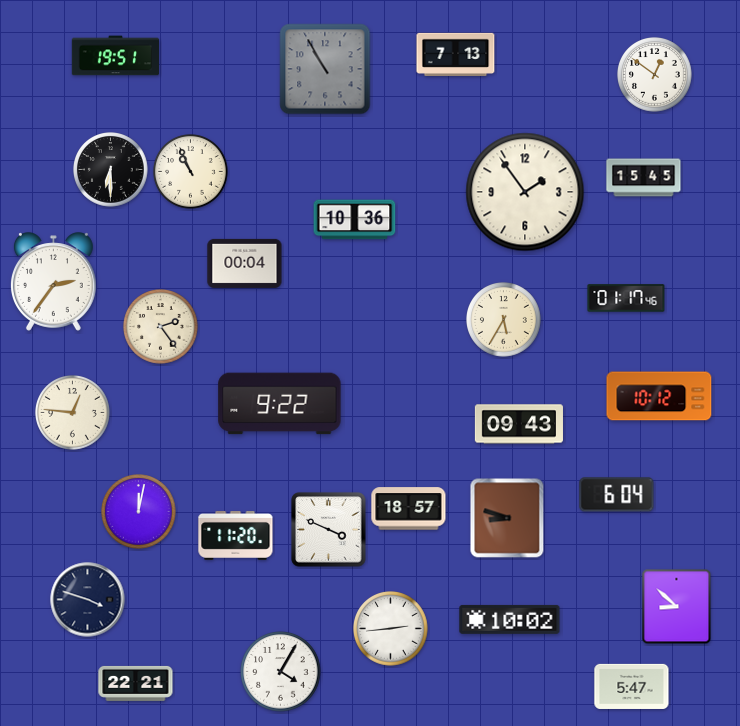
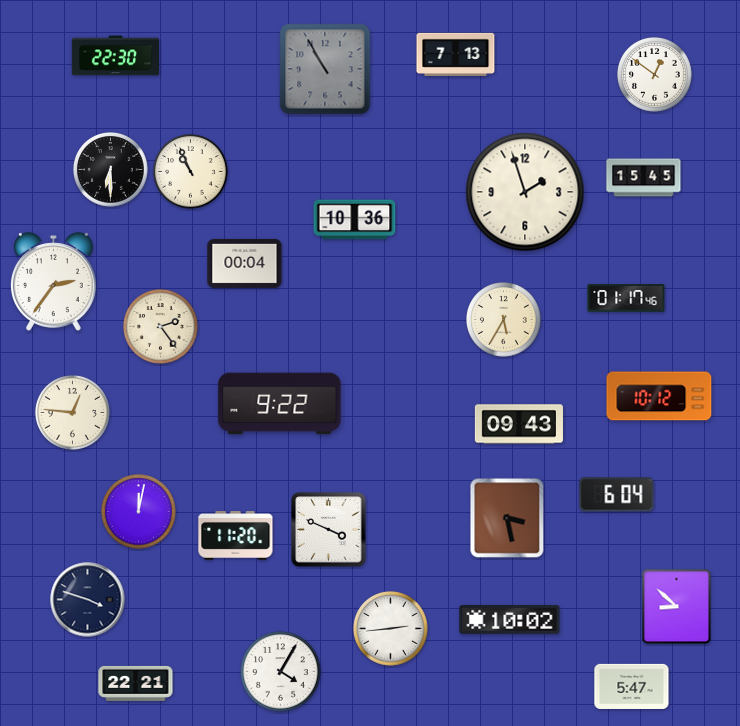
clock at (115, 56): 19:51 -> 22:30
clock at (525, 192): 1:54 -> 1:57
clock at (409, 509): 18:57 -> none
clock at (507, 518): 8:48 -> 3:28
